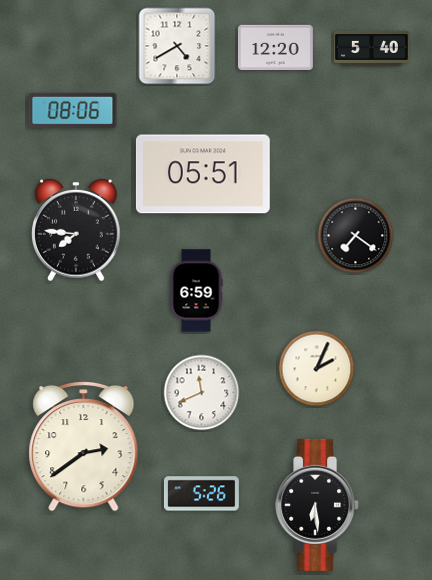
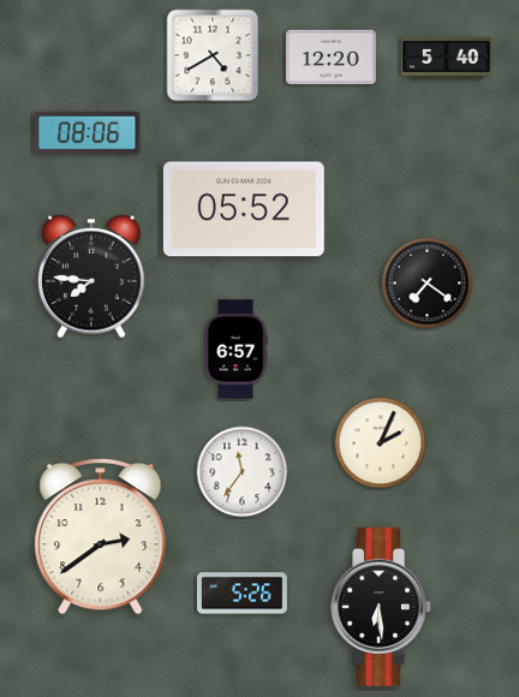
clock at (203, 174): 05:51 -> 05:52
clock at (196, 291): 6:59 -> 6:57
clock at (202, 393): 11:41 -> 11:36
